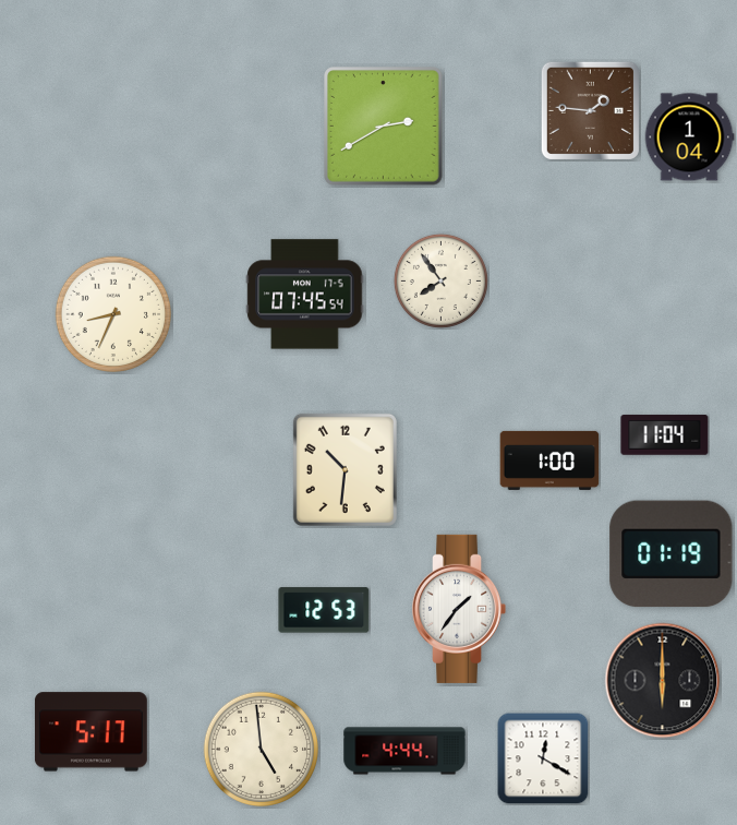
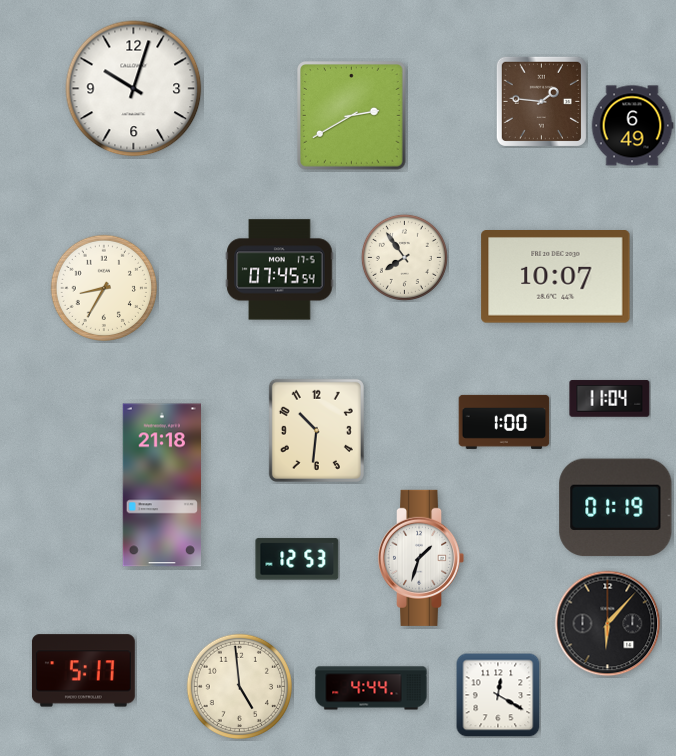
clock at (134, 89): none -> 10:03
clock at (689, 137): 1:04 -> 6:49
clock at (556, 277): none -> 10:07
clock at (112, 313): 8:34 -> 8:35
clock at (161, 485): none -> 21:18
clock at (459, 609): 1:36 -> 1:33
clock at (663, 681): 6:00 -> 6:07
